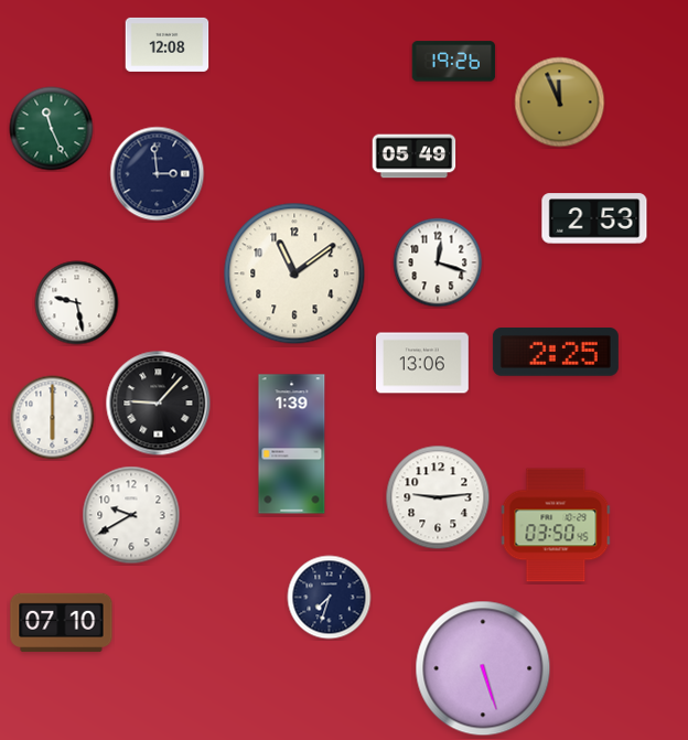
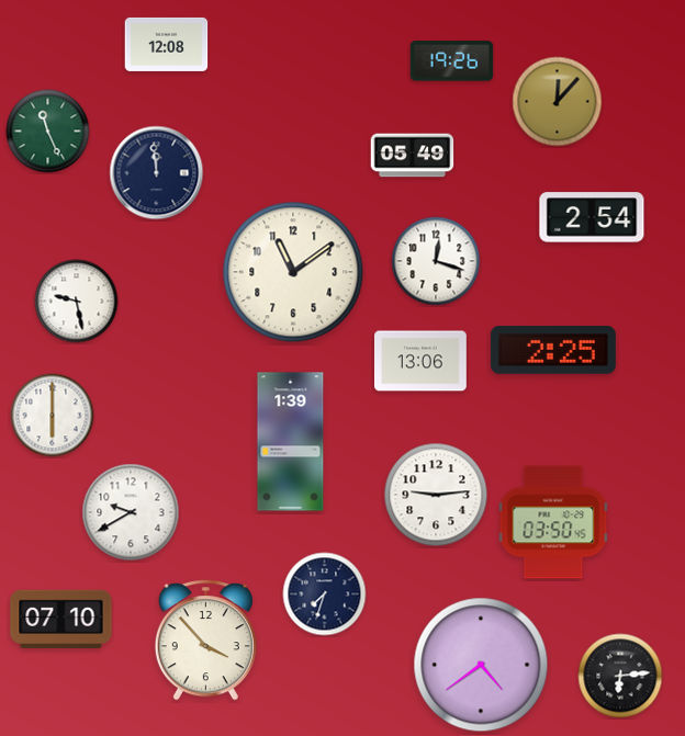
clock at (560, 103): 11:56 -> 12:07
clock at (52, 129) position: (52, 129) -> (48, 132)
clock at (158, 174): 2:59 -> 11:59
clock at (594, 218): 2:53 -> 2:54
clock at (159, 404): 9:07 -> none
clock at (330, 598) position: (330, 598) -> (325, 595)
clock at (205, 641): none -> 3:53
clock at (483, 668): 5:27 -> 4:39
clock at (620, 676): none -> 6:14
